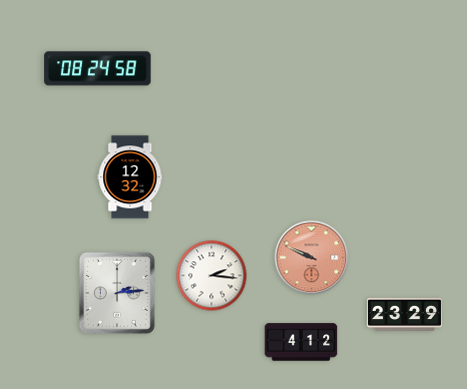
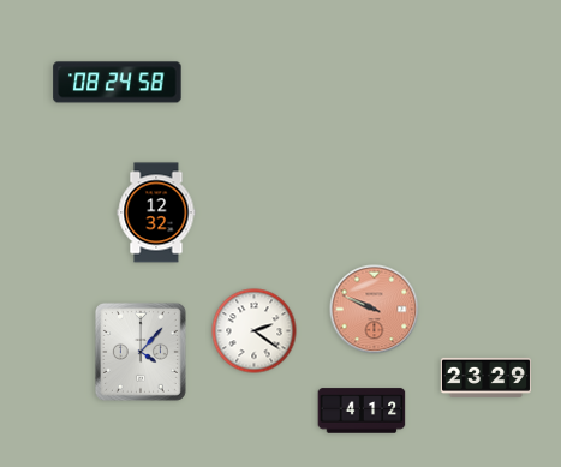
clock at (212, 276): 2:16 -> 2:21
clock at (117, 293): 2:14 -> 4:07
